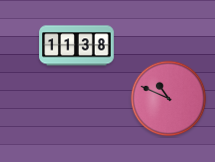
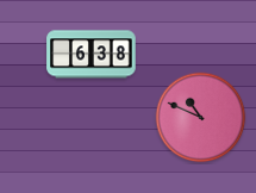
clock at (77, 46): 11:38 -> 6:38
